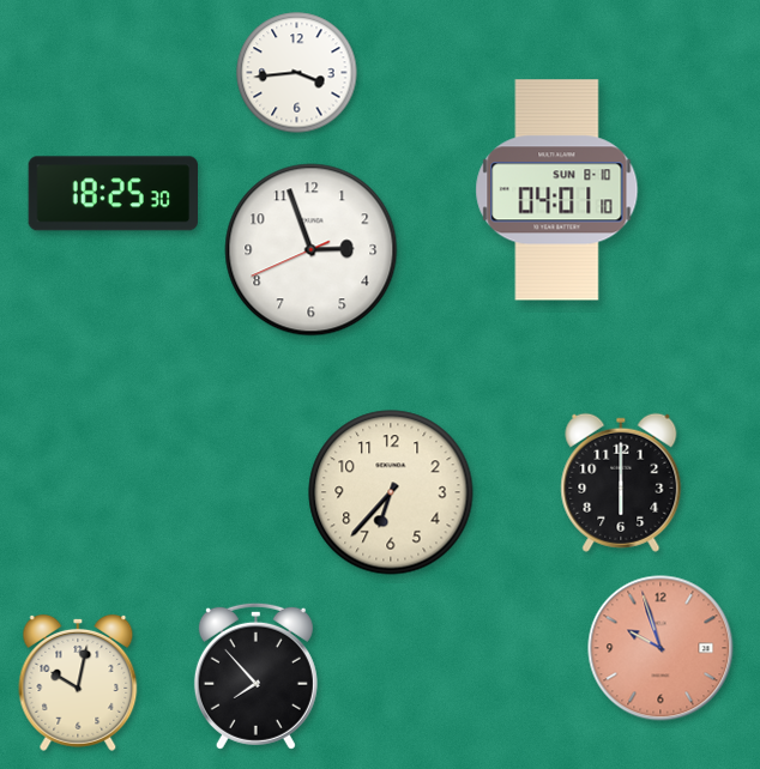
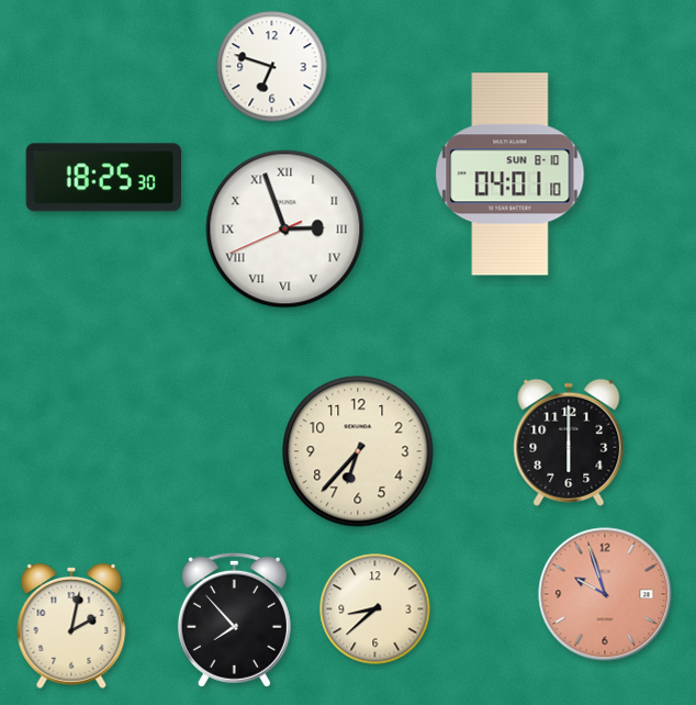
clock at (297, 73): 3:44 -> 6:48
clock at (312, 250) numerals: Arabic -> Roman
clock at (375, 609): none -> 8:38
clock at (78, 683): 10:02 -> 2:02
